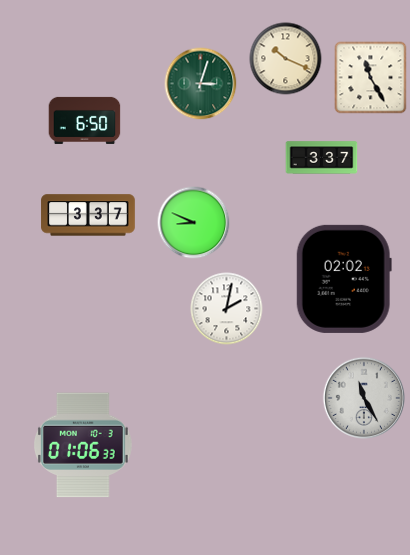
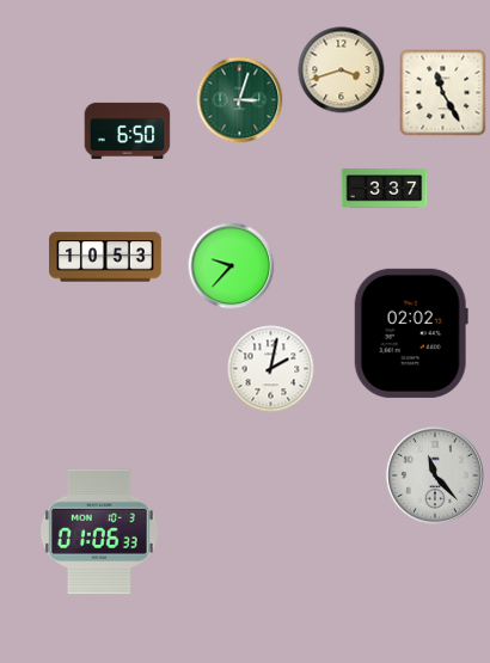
clock at (286, 59): 10:19 -> 3:42
clock at (85, 120) position: (85, 120) -> (128, 130)
clock at (88, 215): 3:37 -> 10:53
clock at (194, 223): 8:49 -> 9:37
clock at (363, 397): 11:25 -> 11:23
